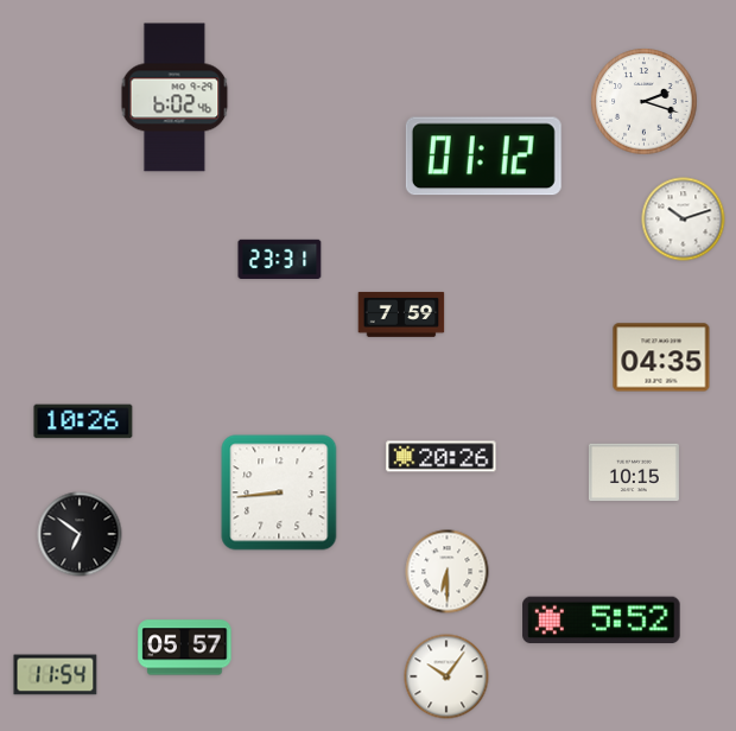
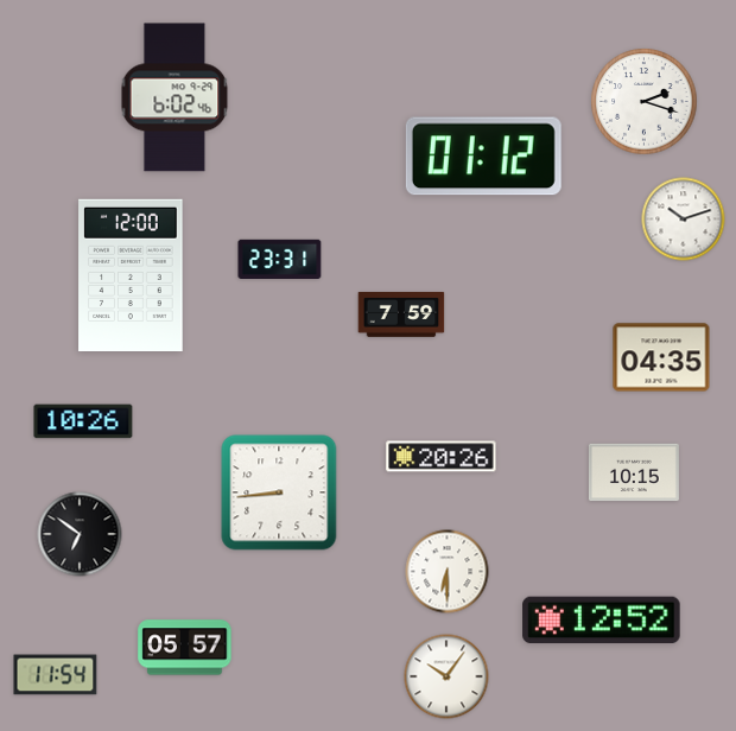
clock at (131, 274): none -> 12:00
clock at (602, 621): 5:52 -> 12:52
